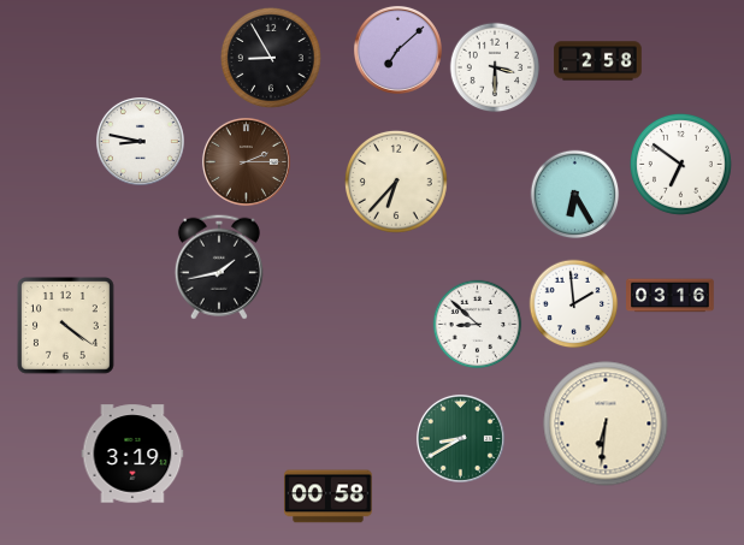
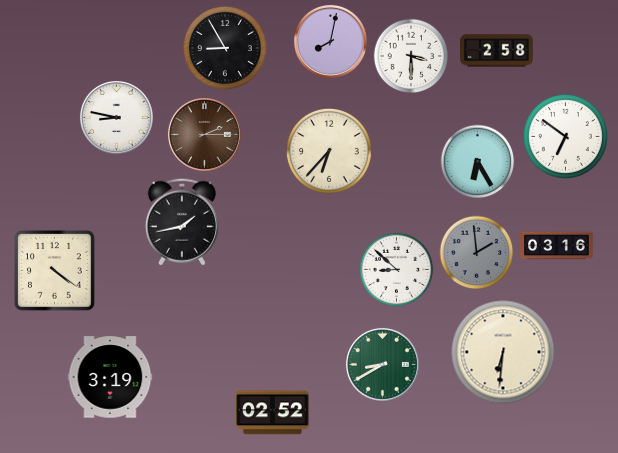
clock at (397, 49): 7:08 -> 8:02
clock at (574, 304) dial: white -> grey
clock at (329, 497): 00:58 -> 02:52
